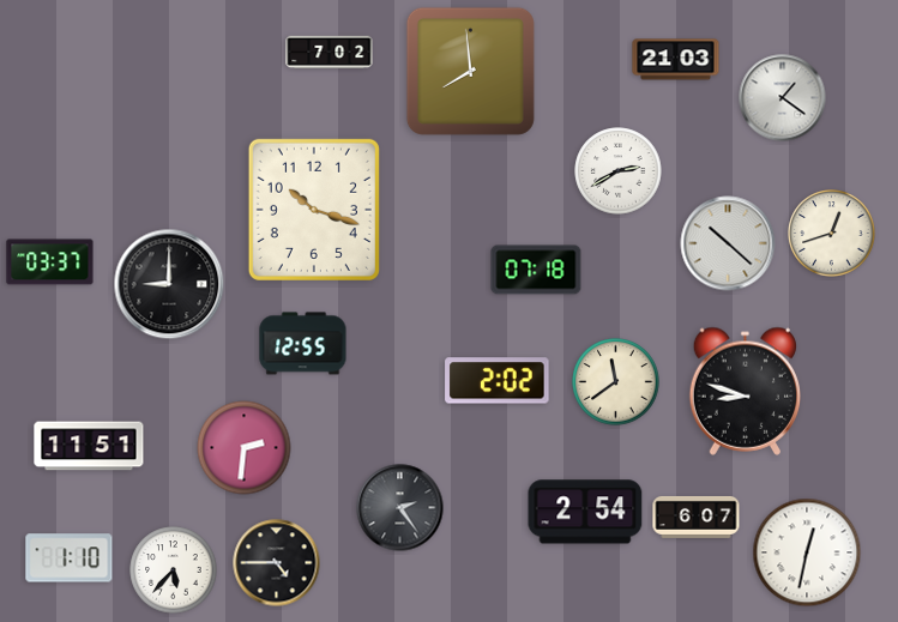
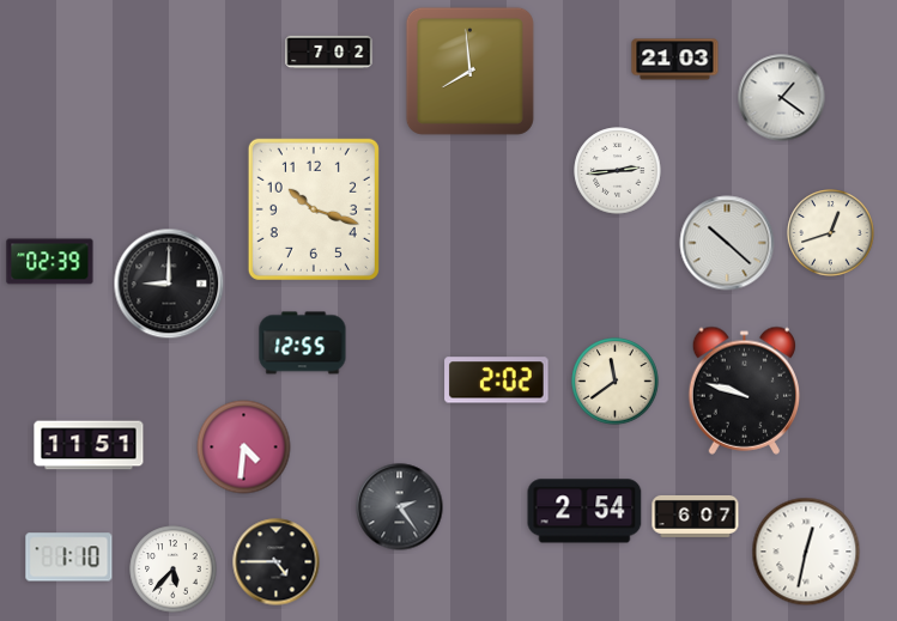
clock at (619, 171): 2:40 -> 2:44
clock at (50, 262): 03:37 -> 02:39
clock at (536, 270): 07:18 -> none
clock at (745, 391): 8:48 -> 9:48
clock at (245, 448): 2:31 -> 4:31
